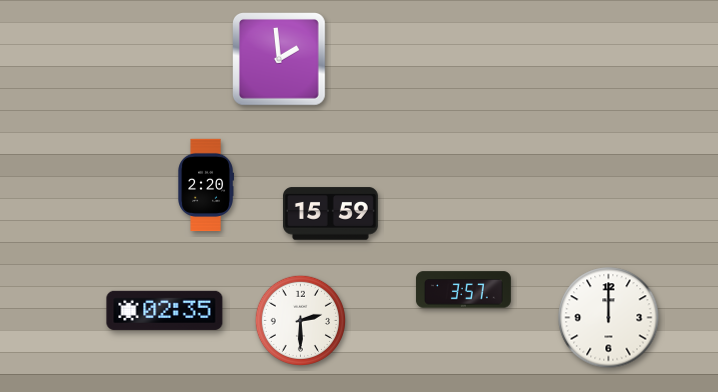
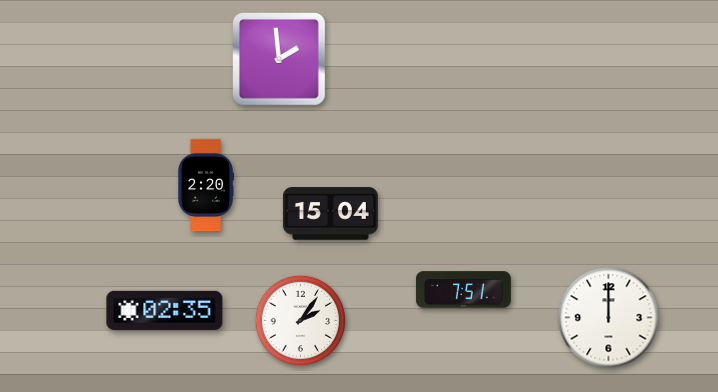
clock at (330, 214): 15:59 -> 15:04
clock at (463, 290): 3:57 -> 7:51
clock at (300, 320): 2:30 -> 2:06
